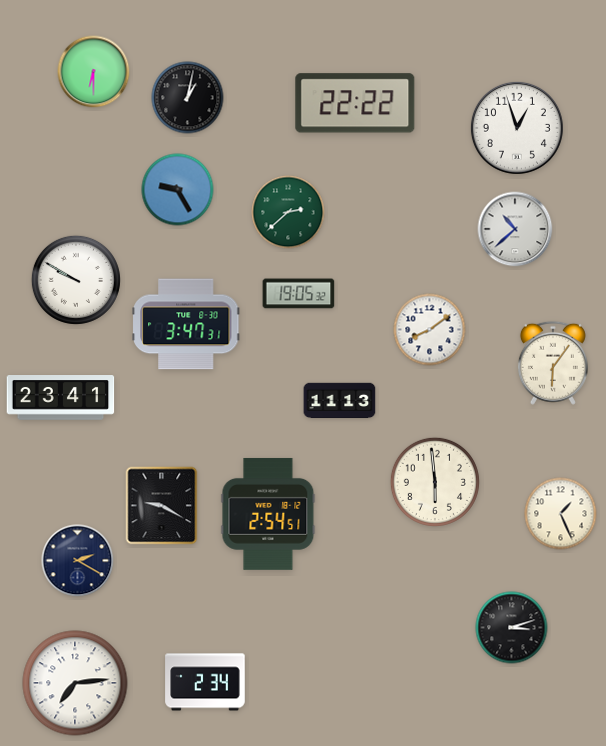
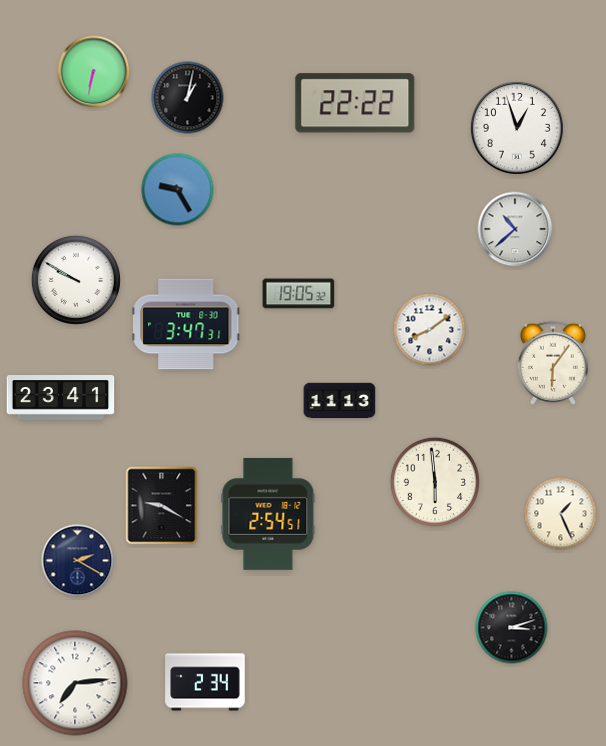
clock at (94, 72): 6:30 -> 6:32
clock at (288, 212): 2:38 -> none
